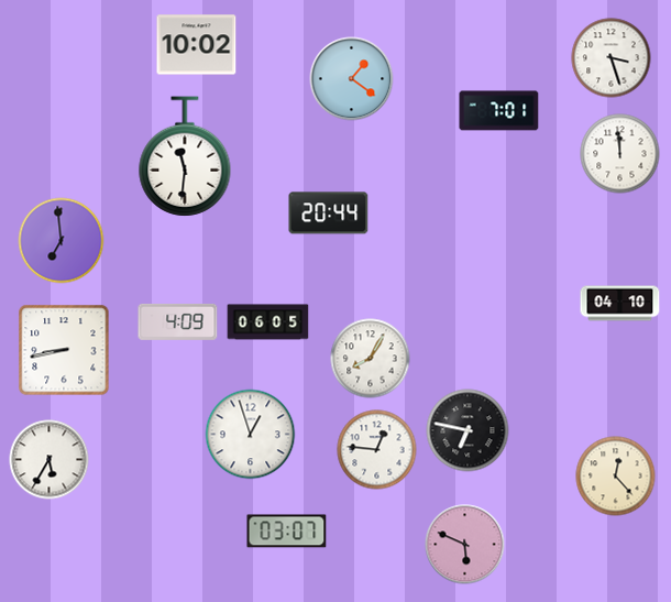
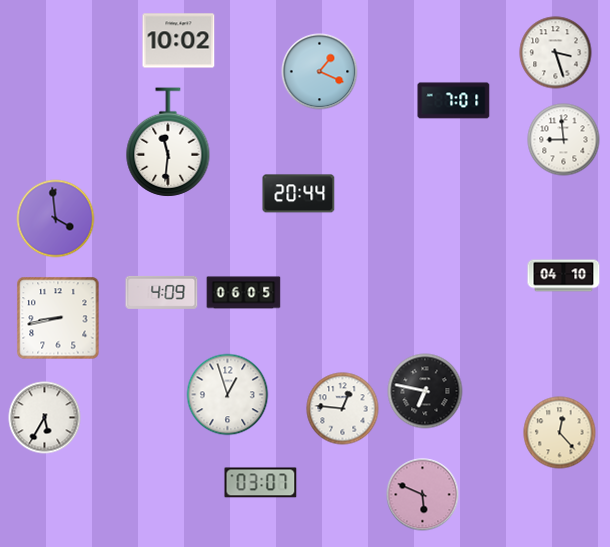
clock at (352, 79): 1:21 -> 1:19
clock at (620, 154): 11:59 -> 8:59
clock at (62, 241): 6:59 -> 3:59
clock at (371, 359): 8:05 -> none
